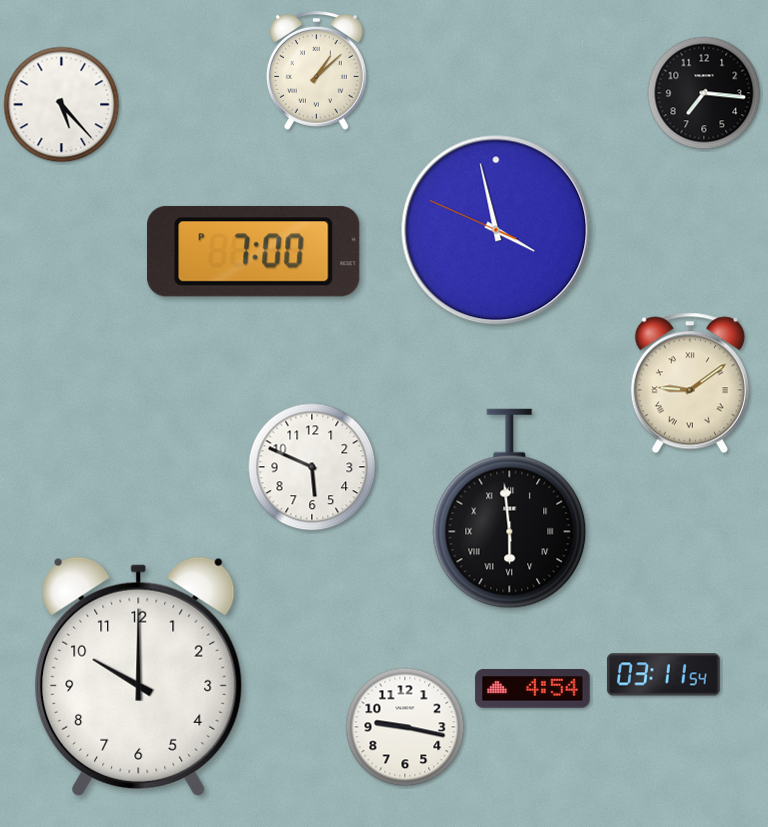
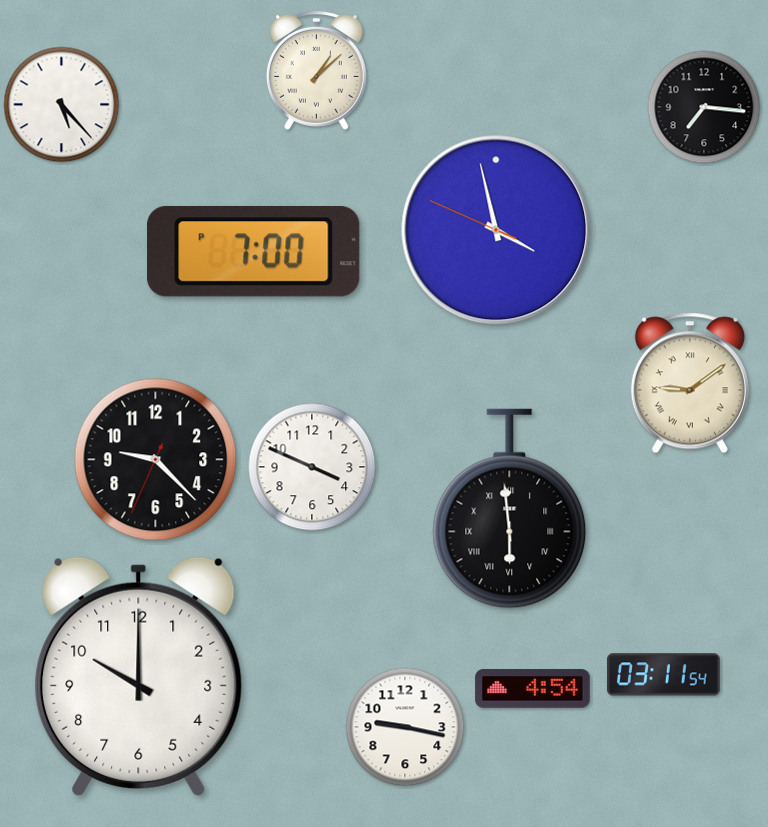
clock at (704, 93) position: (704, 93) -> (704, 107)
clock at (156, 460): none -> 9:22
clock at (312, 467): 5:49 -> 3:49
